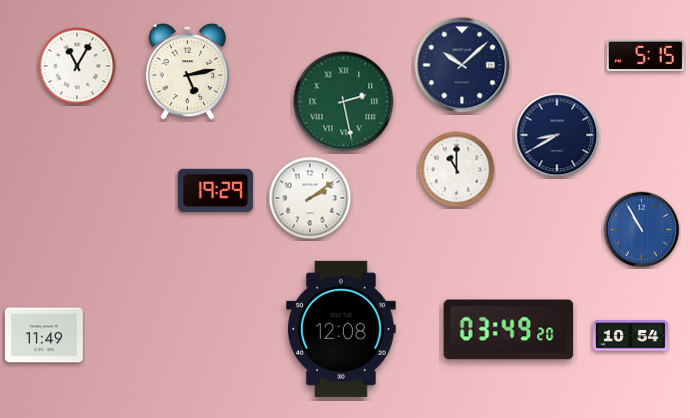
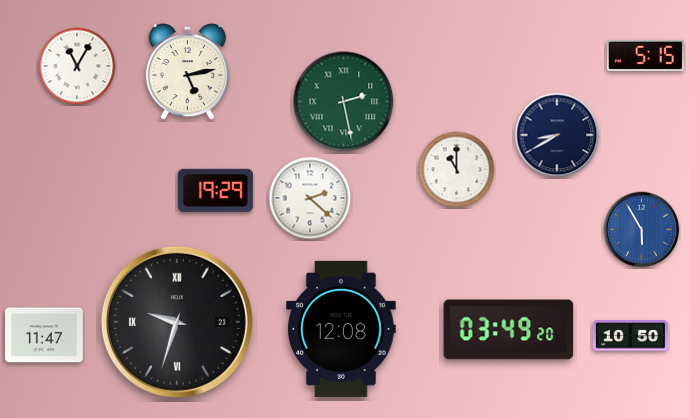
clock at (462, 65): 10:08 -> none
clock at (310, 198): 2:09 -> 2:22
clock at (642, 230): 10:55 -> 5:55
clock at (177, 322): none -> 9:33
clock at (44, 335): 11:49 -> 11:47
clock at (630, 336): 10:54 -> 10:50
